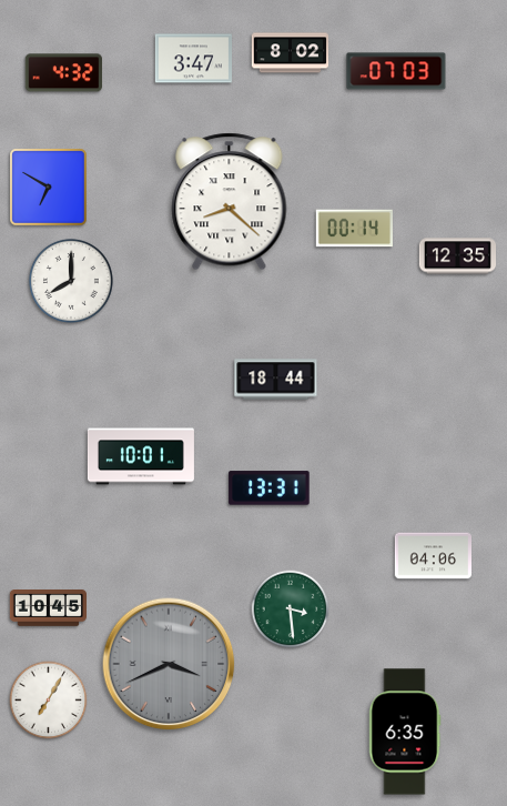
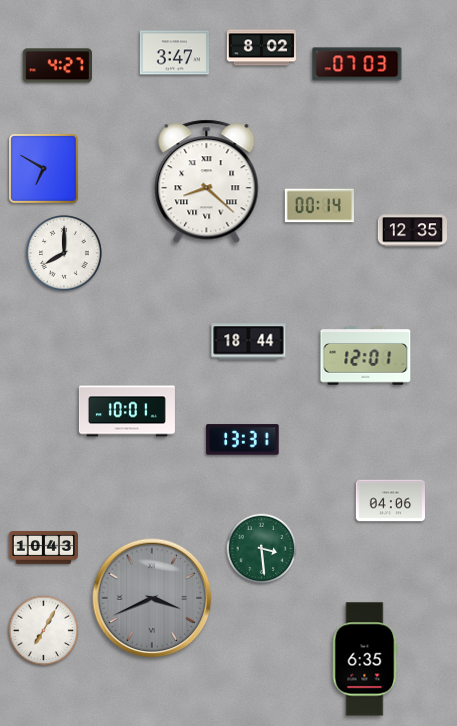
clock at (63, 73): 4:32 -> 4:27
clock at (366, 356): none -> 12:01
clock at (48, 608): 10:45 -> 10:43
